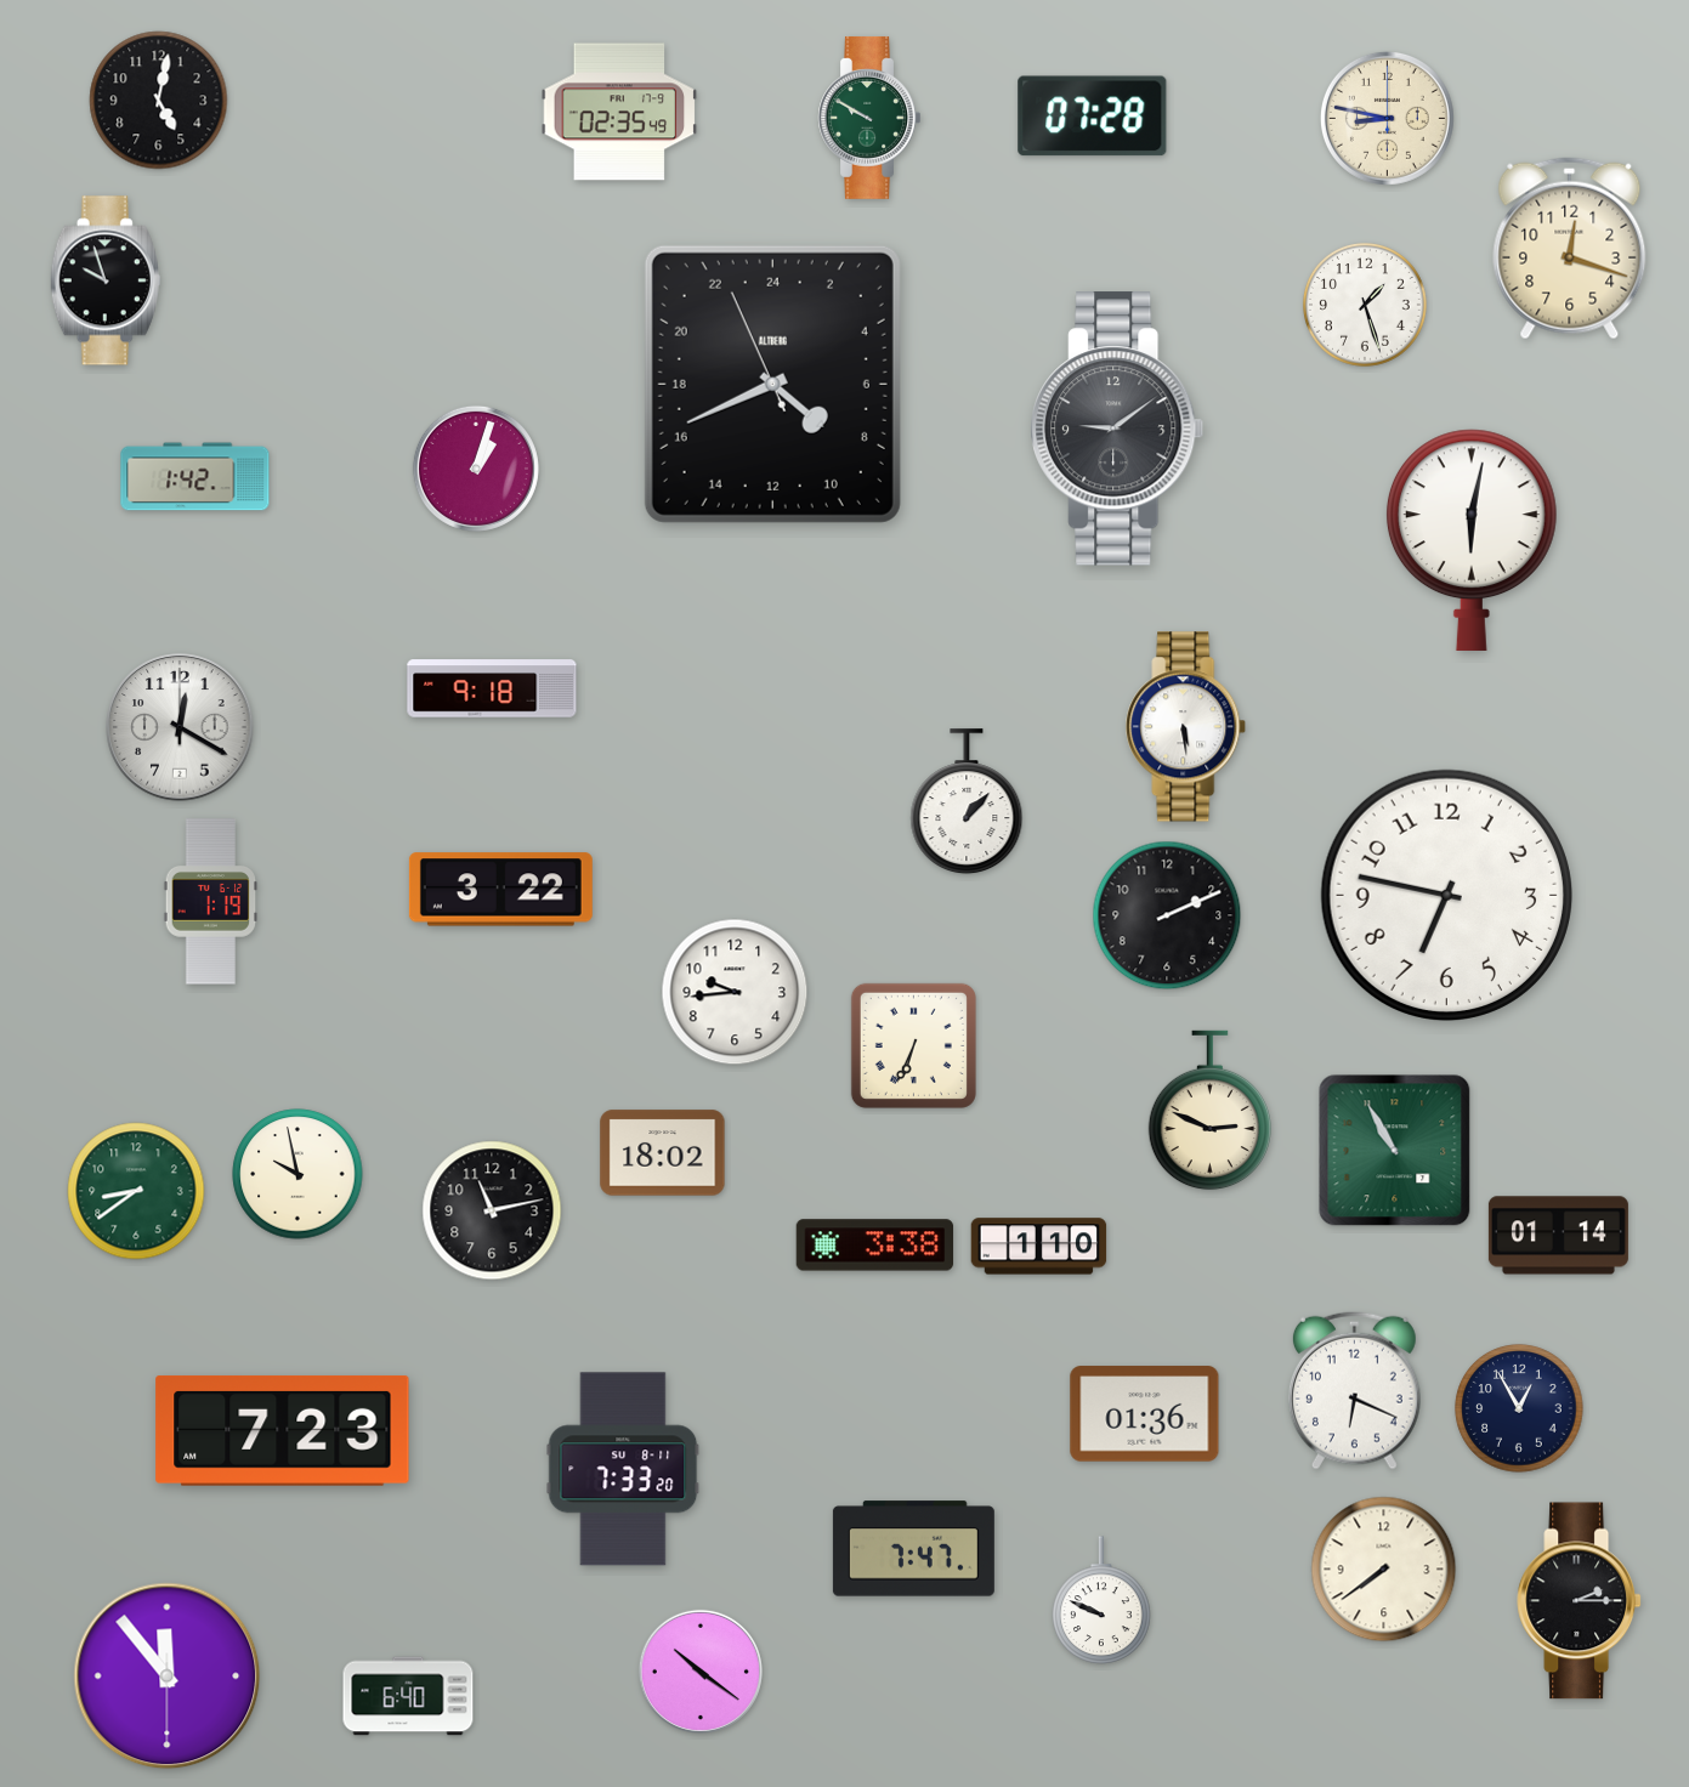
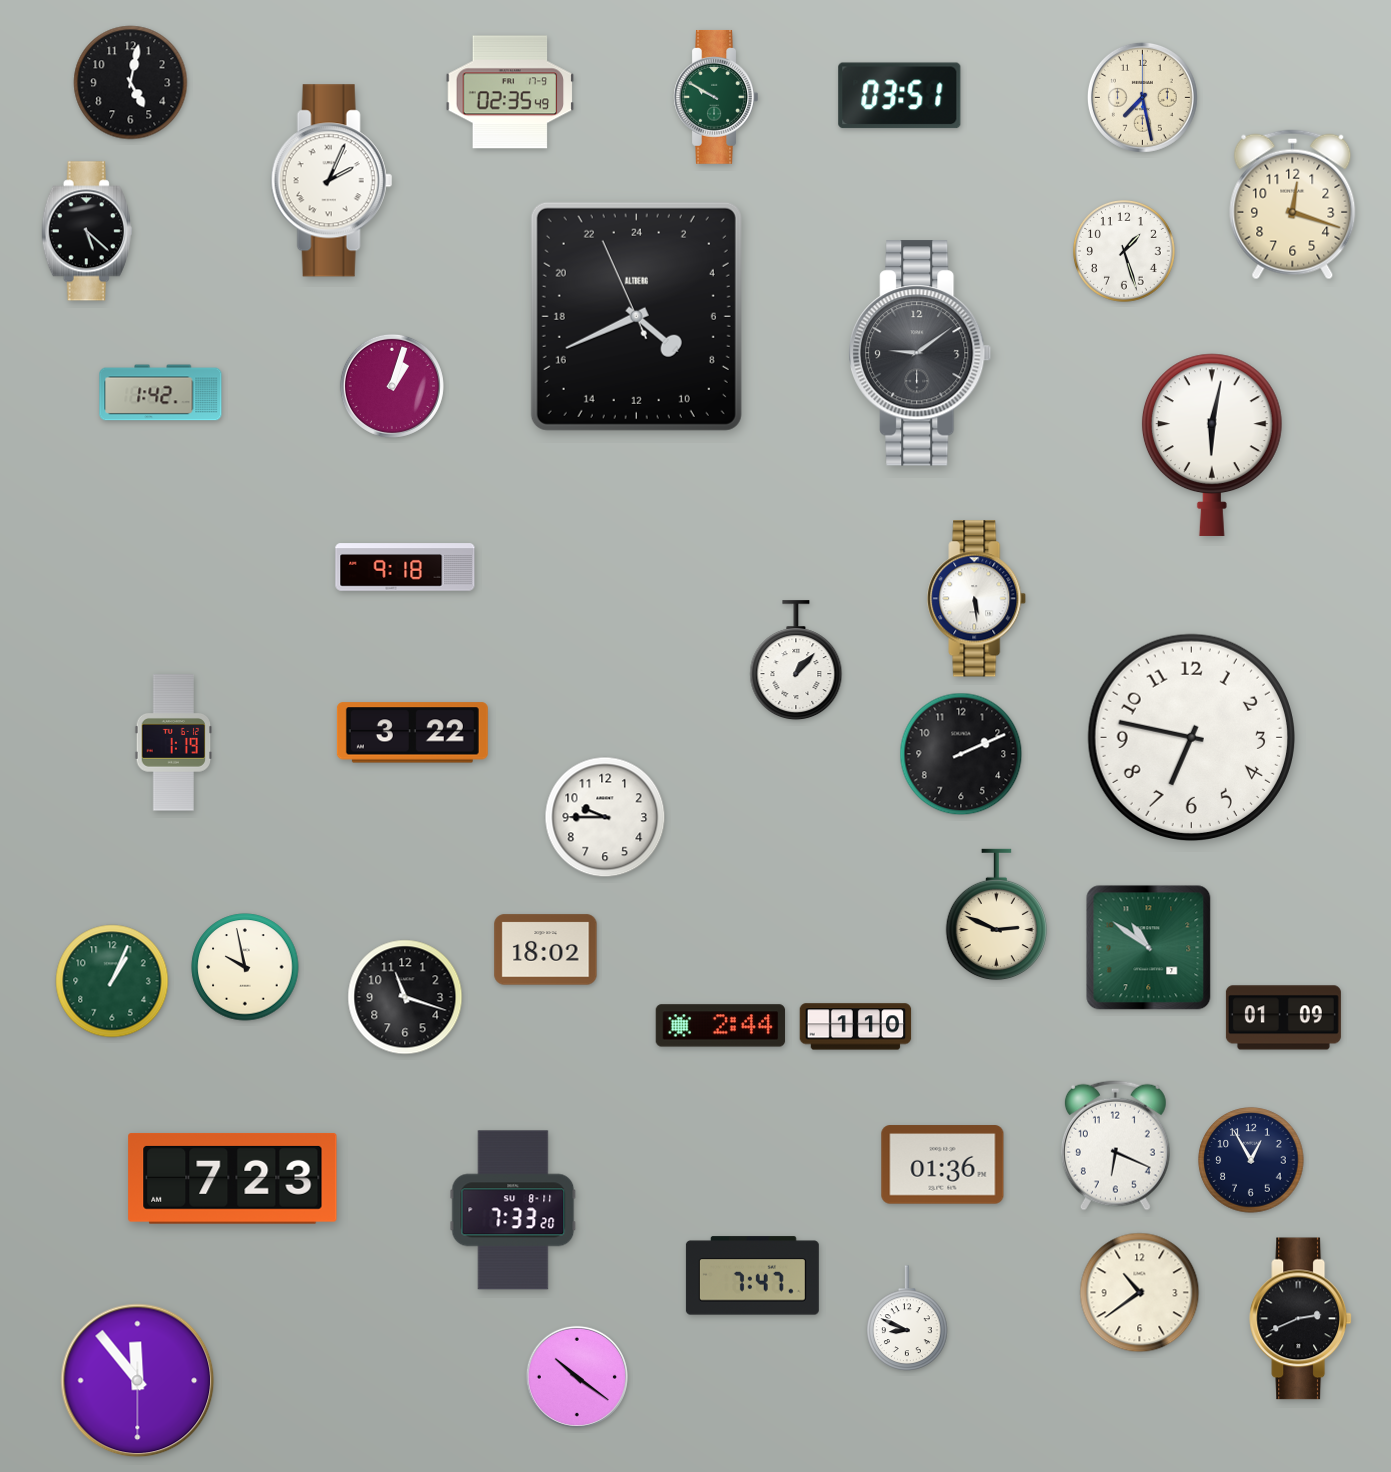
clock at (1093, 117): 07:28 -> 03:51
clock at (1387, 118): 8:47 -> 7:28
clock at (331, 181): none -> 2:04
clock at (106, 280): 9:57 -> 5:22
clock at (180, 727): 12:20 -> none
clock at (735, 992): 9:44 -> 9:45
clock at (913, 1045): 6:34 -> none
clock at (1395, 1151): 10:55 -> 10:51
clock at (136, 1191): 8:39 -> 1:04
clock at (492, 1210): 11:13 -> 11:18
clock at (1558, 1236): 01:14 -> 01:09
clock at (875, 1246): 3:38 -> 2:44
clock at (1384, 1570): 7:39 -> 10:39
clock at (1101, 1600): 9:49 -> 8:49
clock at (1580, 1601): 2:15 -> 2:41
clock at (408, 1696): 6:40 -> none
